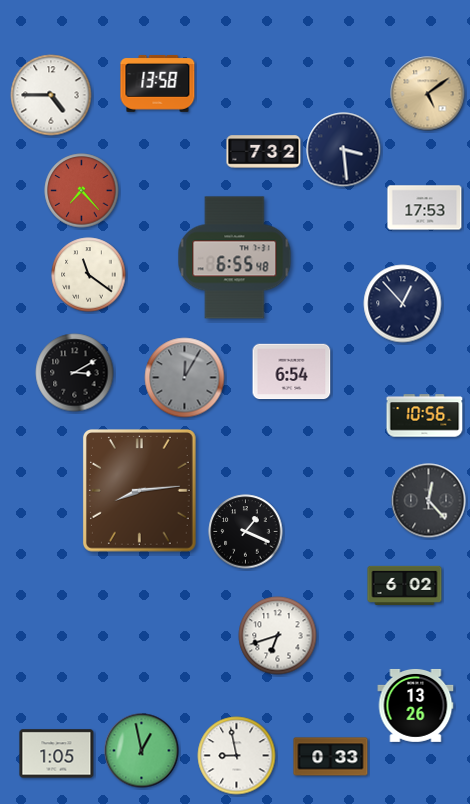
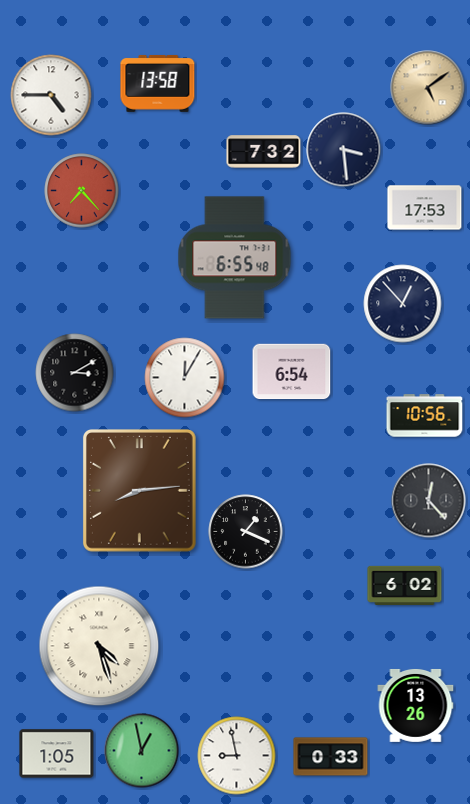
clock at (428, 94) position: (428, 94) -> (428, 88)
clock at (89, 275): 11:21 -> none
clock at (185, 378) dial: grey -> white
clock at (278, 636): 6:42 -> none
clock at (99, 646): none -> 4:27
